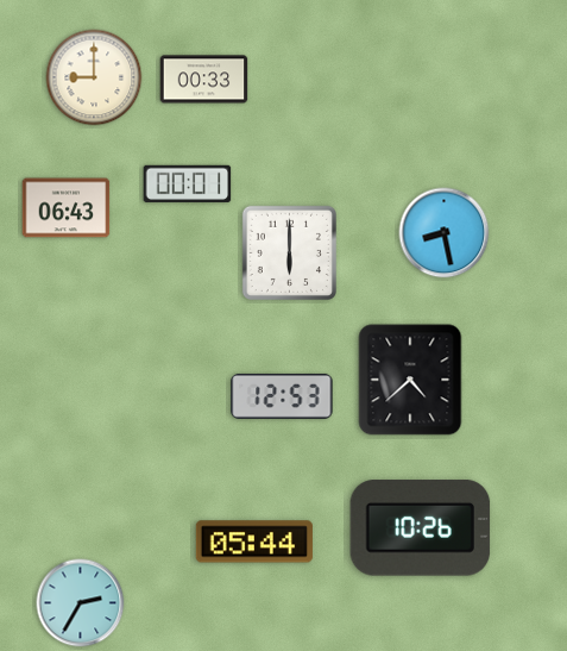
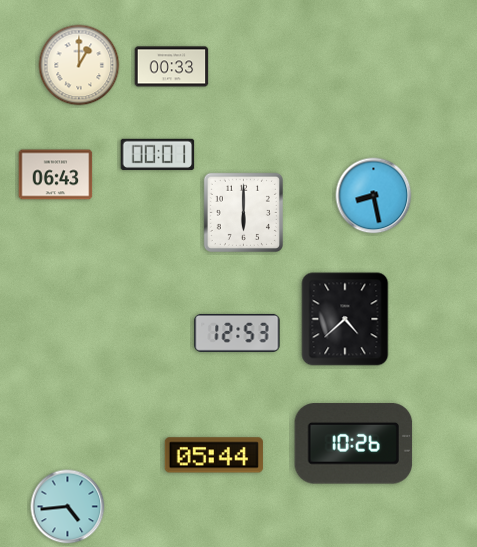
clock at (94, 77): 9:00 -> 1:00
clock at (81, 603): 2:35 -> 4:44
